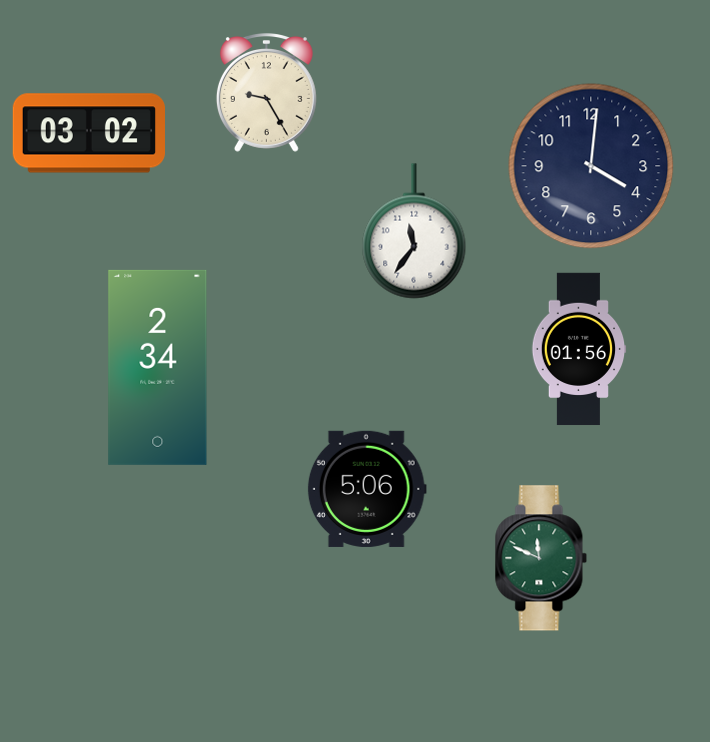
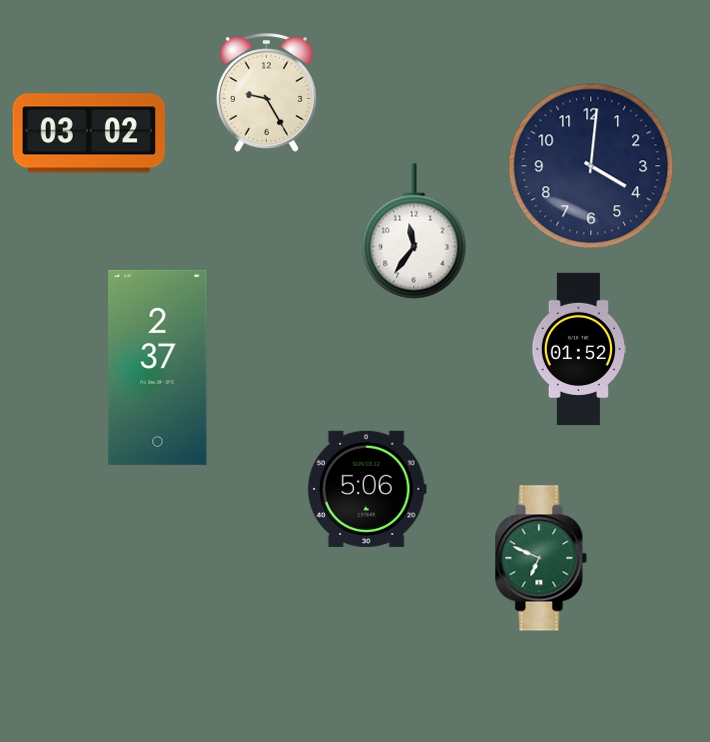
clock at (579, 349): 01:56 -> 01:52
clock at (158, 367): 2:34 -> 2:37
clock at (541, 558): 11:49 -> 6:49
